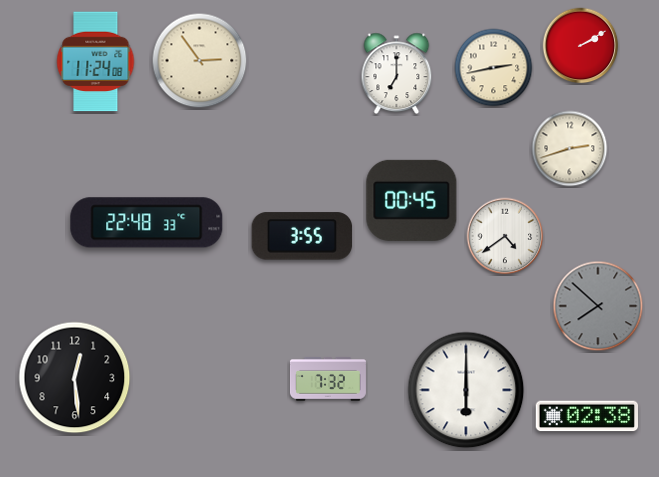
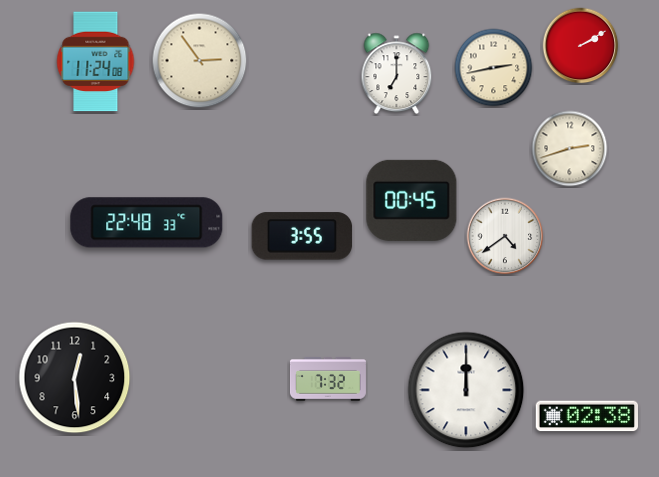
clock at (598, 306): 7:52 -> none
clock at (466, 390): 6:00 -> 12:00
